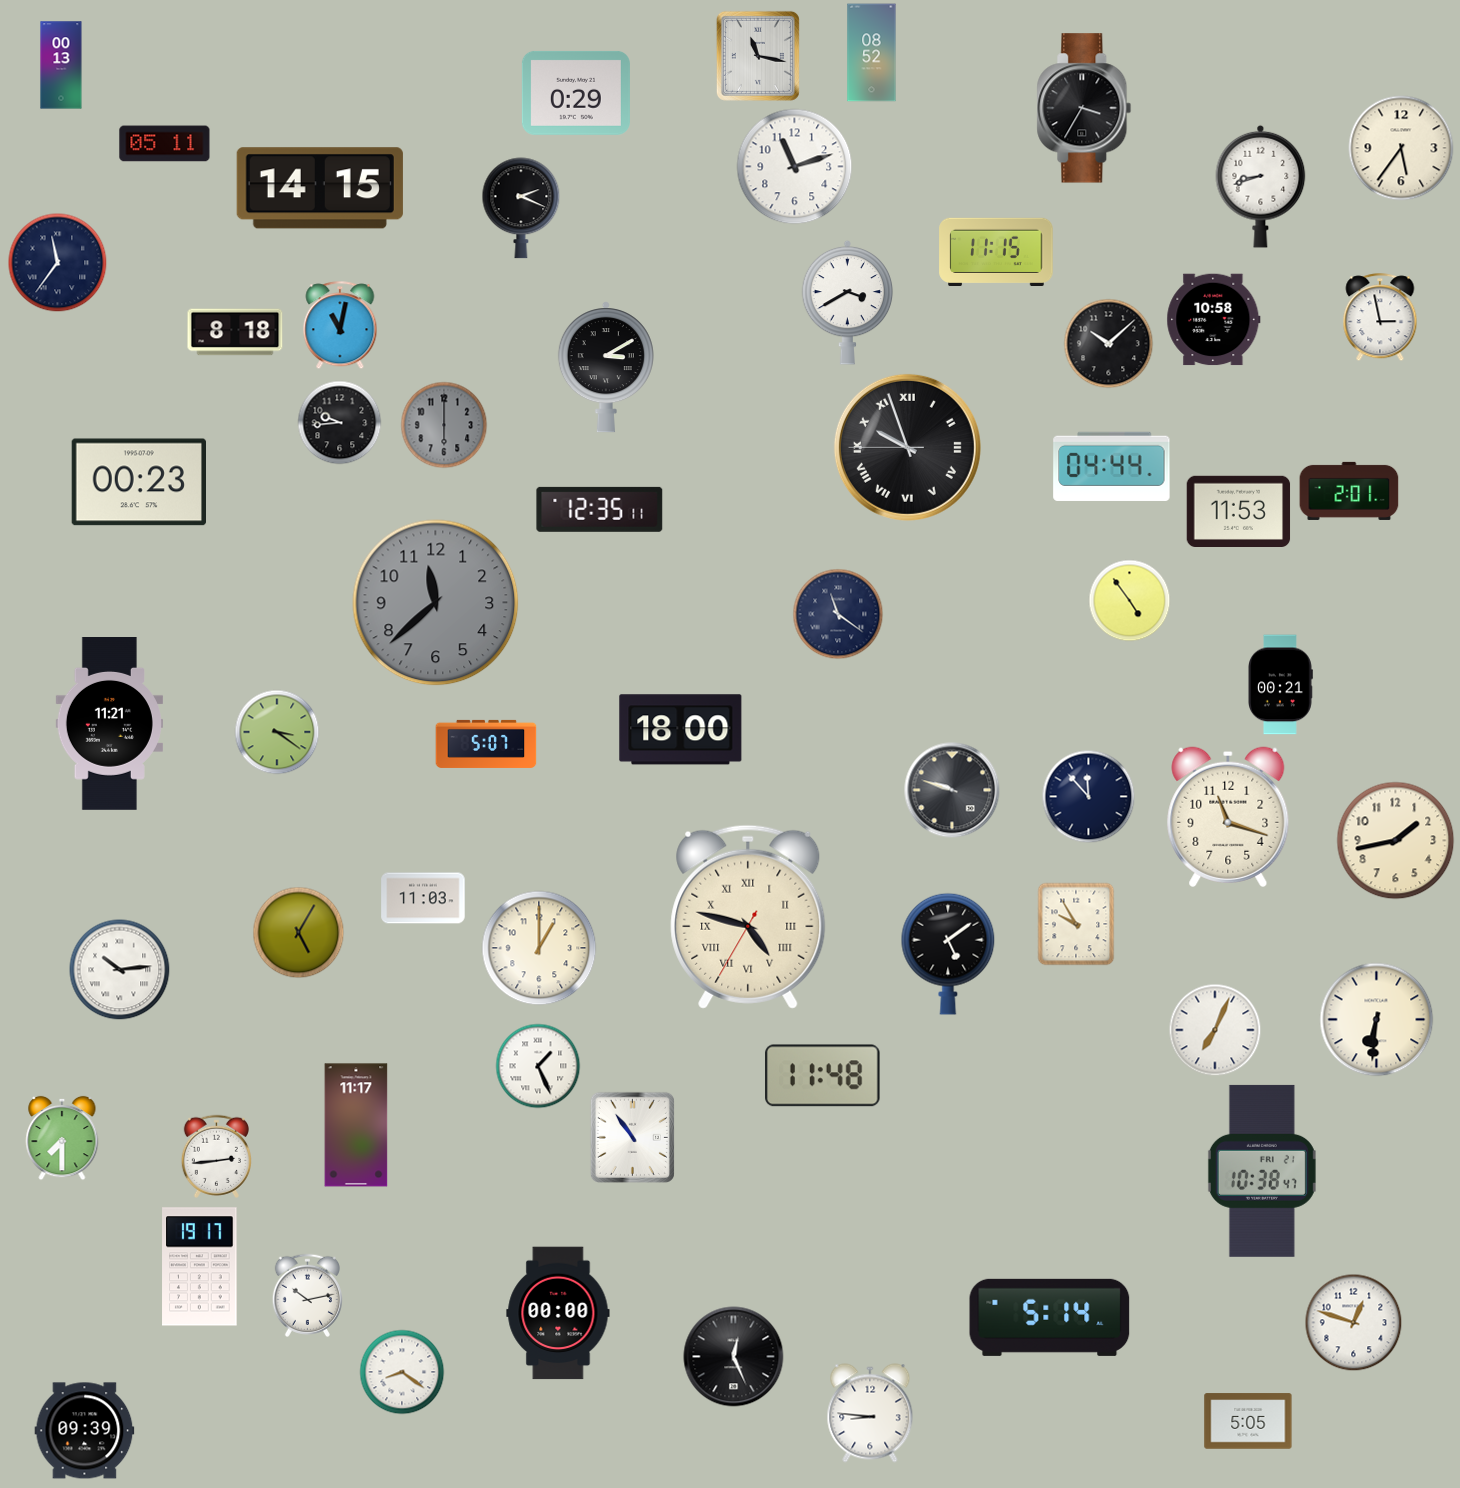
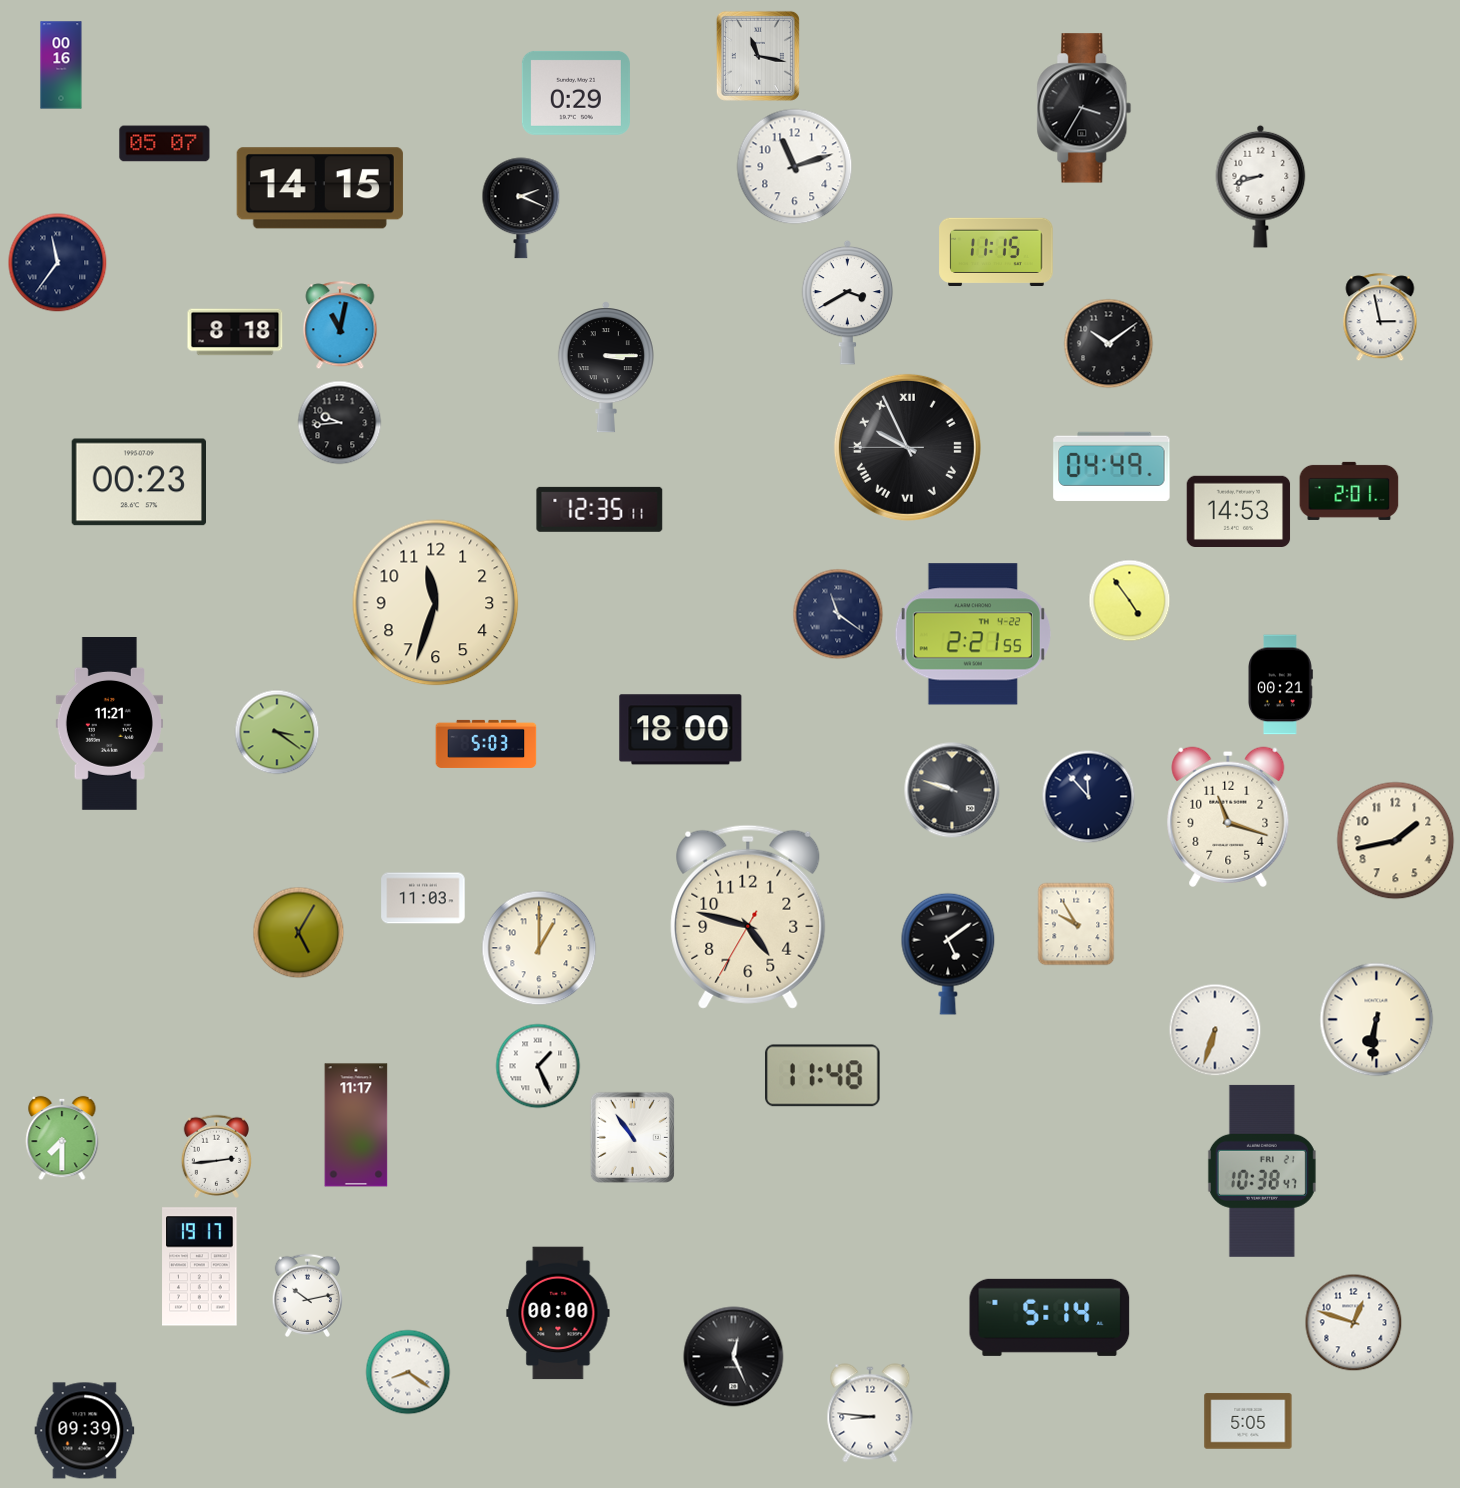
clock at (872, 53): 08:52 -> none
clock at (61, 65): 00:13 -> 00:16
clock at (165, 144): 05:11 -> 05:07
clock at (1401, 148): 5:36 -> none
clock at (1214, 320): 10:58 -> none
clock at (1109, 344): 10:08 -> 10:09
clock at (606, 367): 3:10 -> 3:15
clock at (444, 425): 6:00 -> none
clock at (907, 447): 9:56 -> 9:55
clock at (1112, 466): 04:44 -> 04:49
clock at (1239, 511): 11:53 -> 14:53
clock at (436, 603): 11:38 -> 11:33
clock at (436, 603) dial: grey -> cream
clock at (973, 634): none -> 2:21
clock at (486, 744): 5:07 -> 5:03
clock at (748, 917) numerals: Roman -> Arabic
clock at (120, 970): 10:14 -> none
clock at (1215, 1030): 7:04 -> 6:33
clock at (402, 1372) position: (402, 1372) -> (408, 1372)
